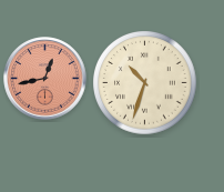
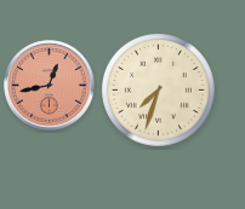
clock at (145, 83): 10:33 -> 7:33
